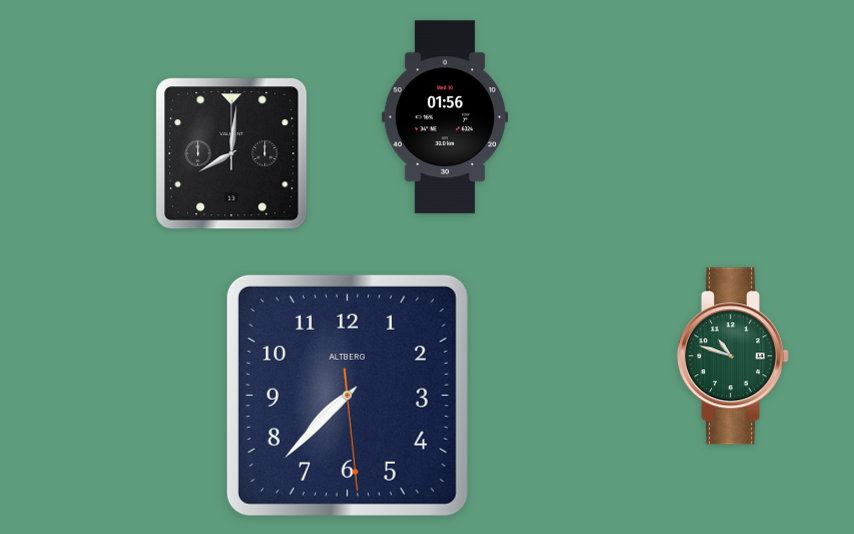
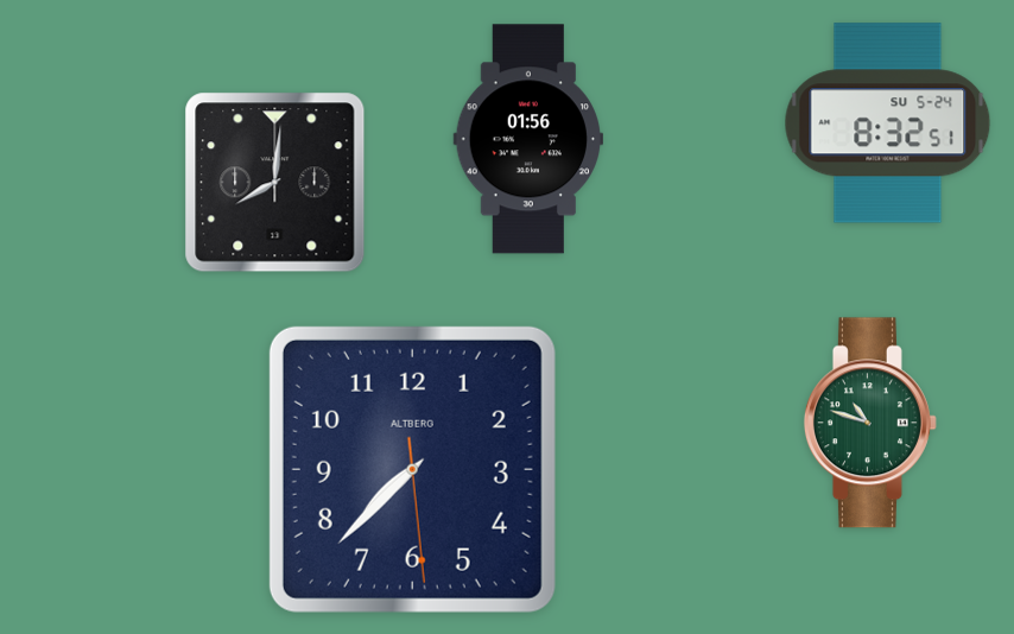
clock at (888, 123): none -> 8:32
